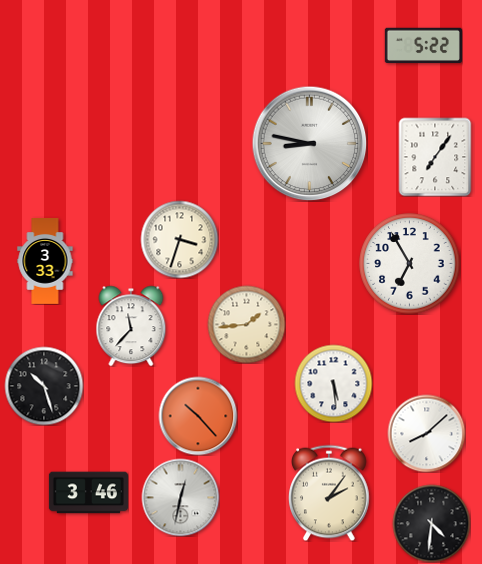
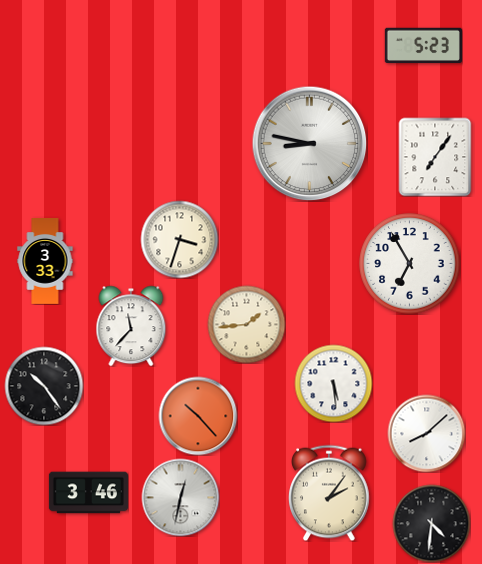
clock at (423, 46): 5:22 -> 5:23
clock at (44, 386): 10:27 -> 10:24
